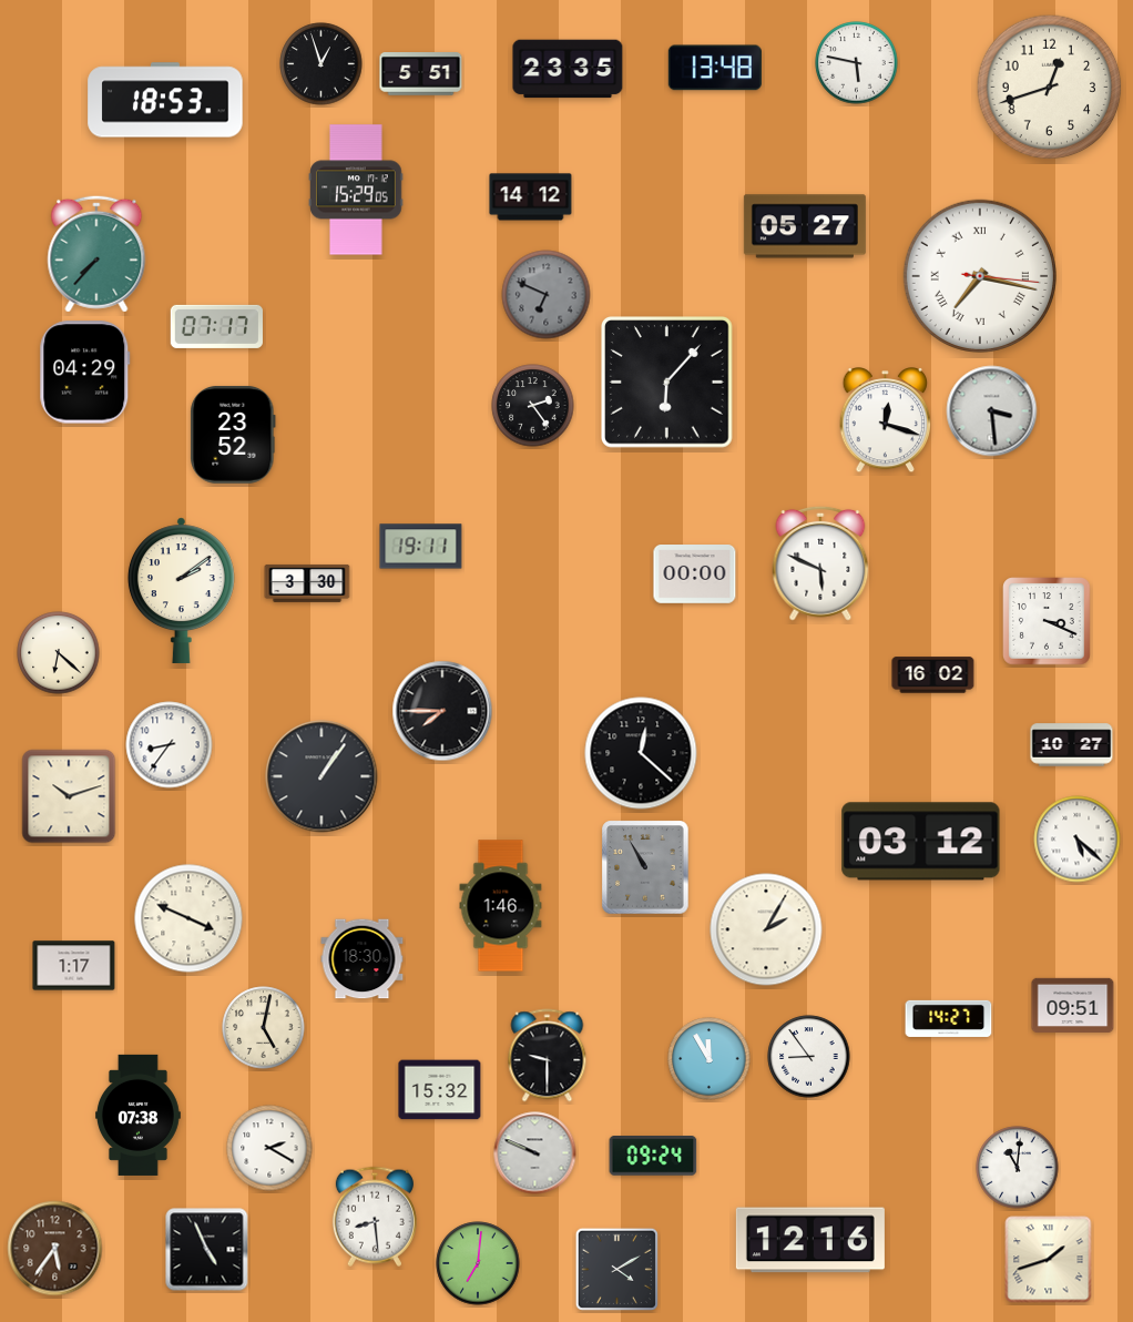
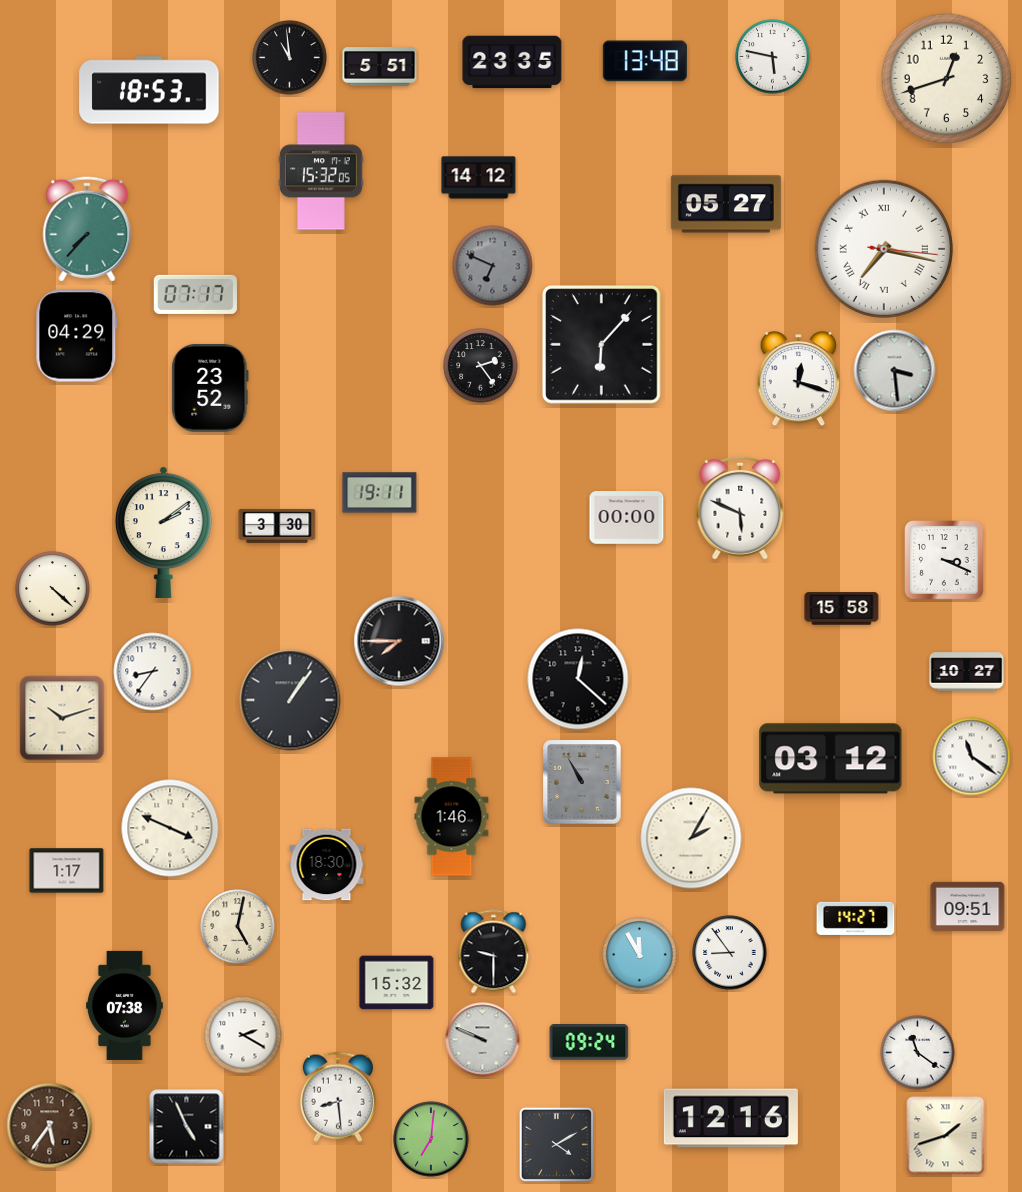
clock at (321, 64): 12:57 -> 10:59
clock at (356, 190): 15:29 -> 15:32
clock at (233, 435) position: (233, 435) -> (210, 388)
clock at (59, 653): 6:22 -> 4:22
clock at (933, 675): 16:02 -> 15:58
clock at (1078, 840): 5:22 -> 11:21
clock at (1018, 1168): 11:01 -> 11:21
